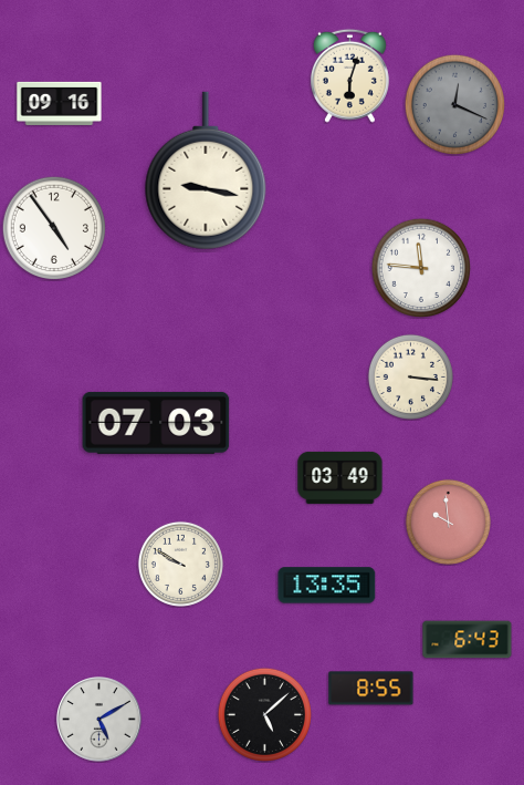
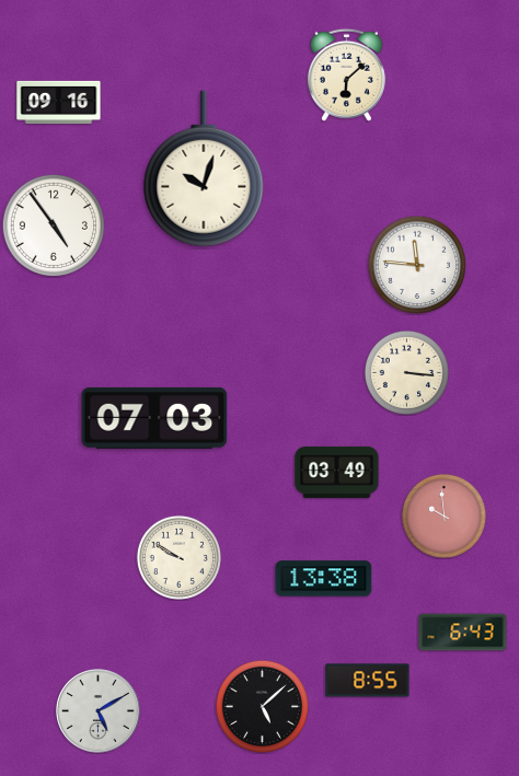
clock at (349, 75): 6:03 -> 6:08
clock at (454, 104): 12:19 -> none
clock at (206, 171): 9:17 -> 10:03
clock at (327, 586): 13:35 -> 13:38
